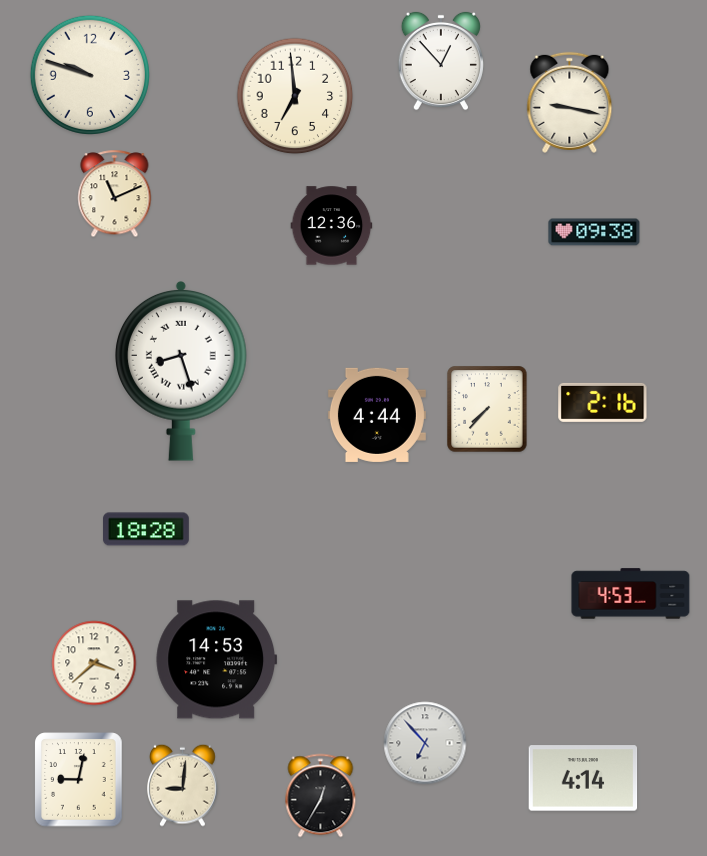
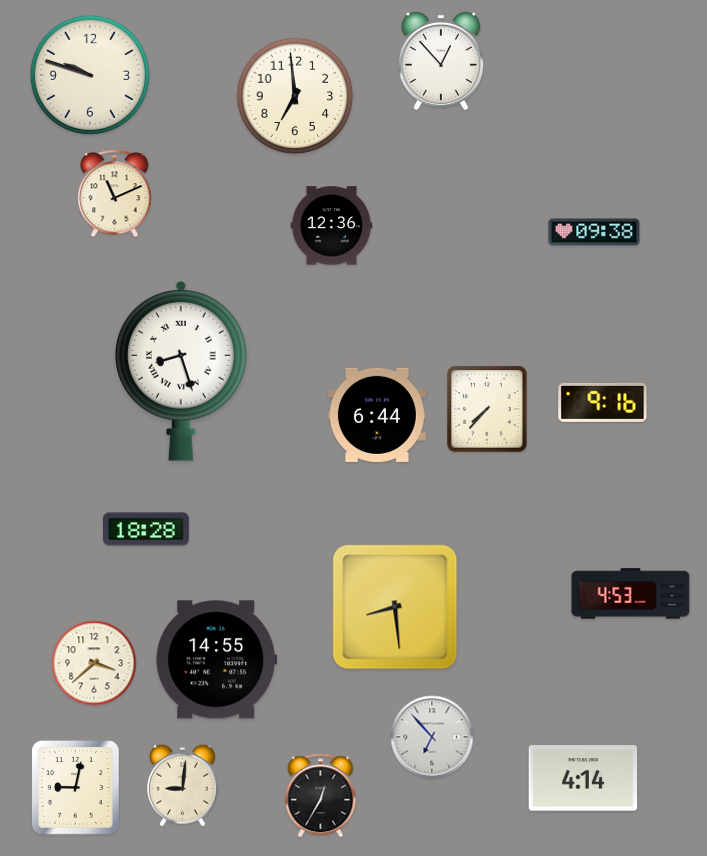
clock at (570, 102): 9:17 -> none
clock at (603, 402): 2:16 -> 9:16
clock at (377, 415): 4:44 -> 6:44
clock at (395, 607): none -> 8:29
clock at (217, 660): 14:53 -> 14:55
clock at (425, 743) position: (425, 743) -> (432, 737)
clock at (79, 780) position: (79, 780) -> (76, 788)
